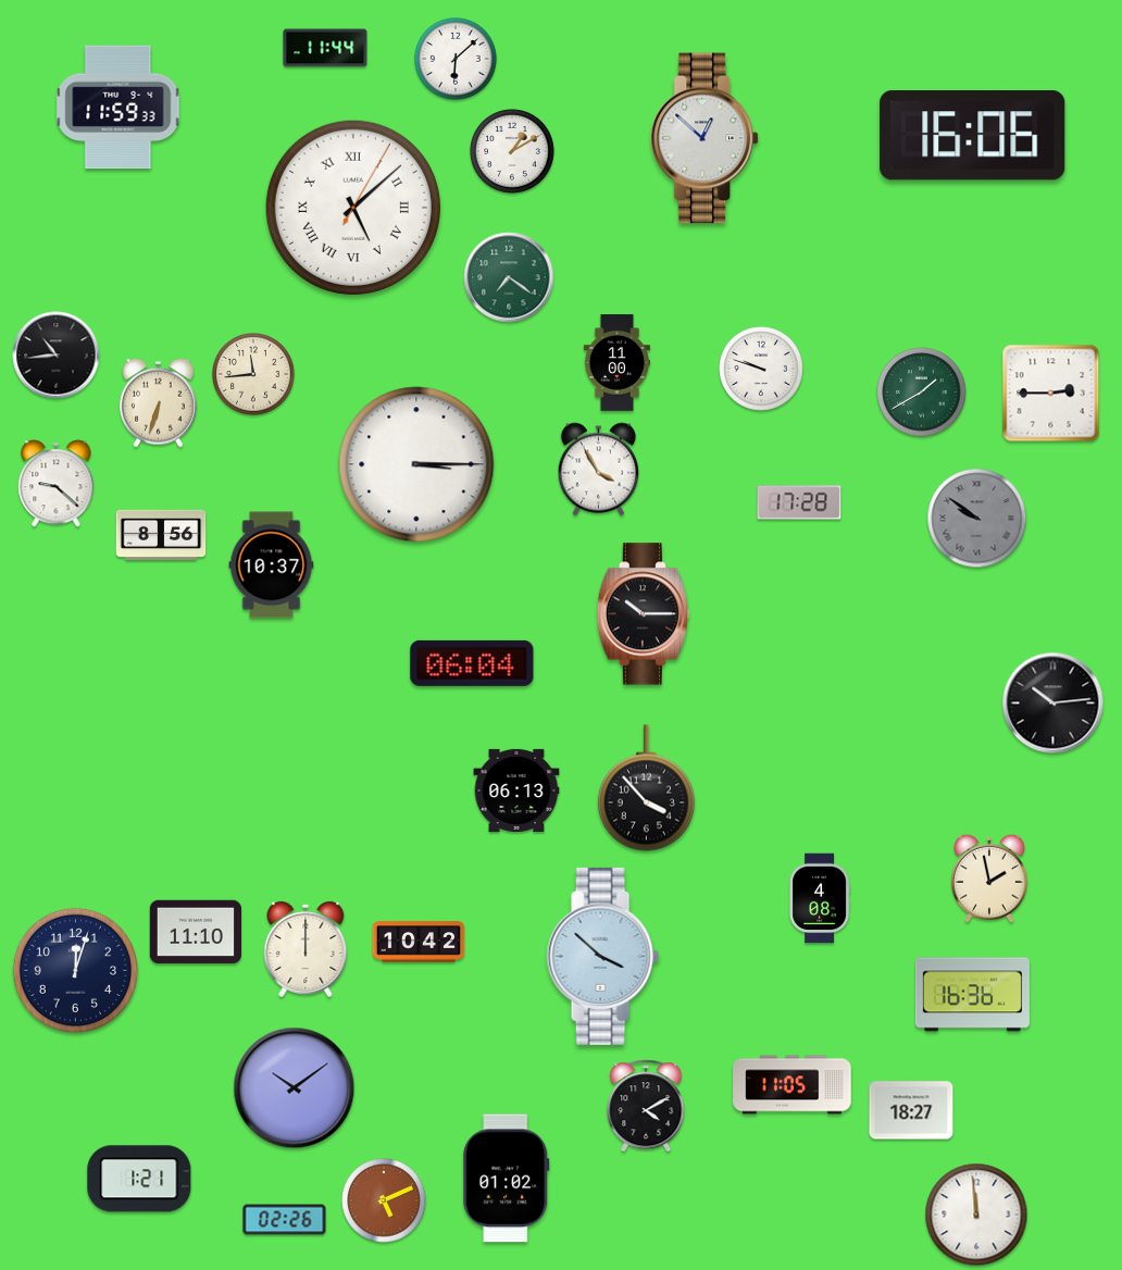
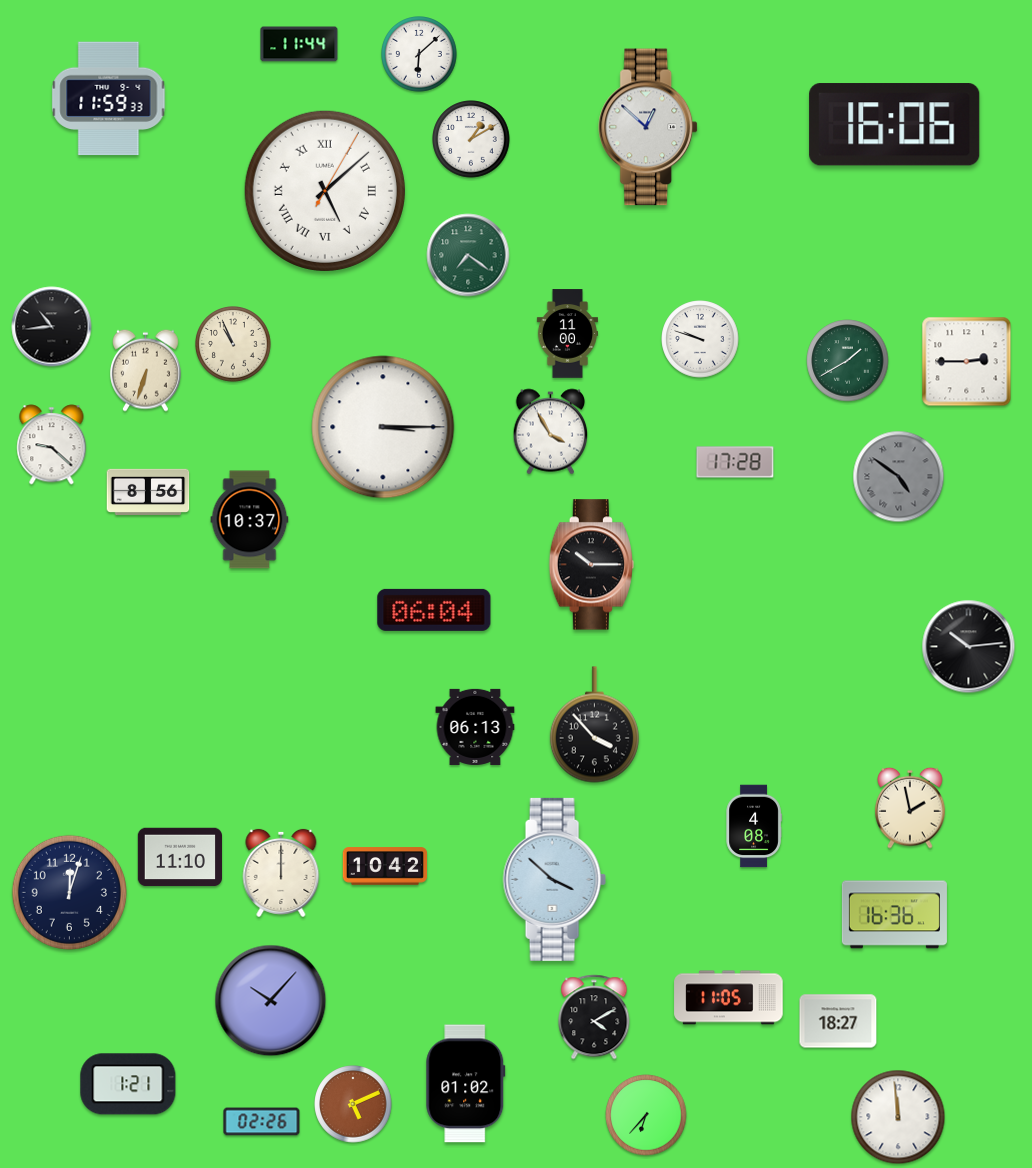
clock at (254, 375): 11:44 -> 10:56
clock at (977, 519): 9:51 -> 4:51
clock at (295, 1088): 10:09 -> 10:07
clock at (646, 1115): none -> 6:37
